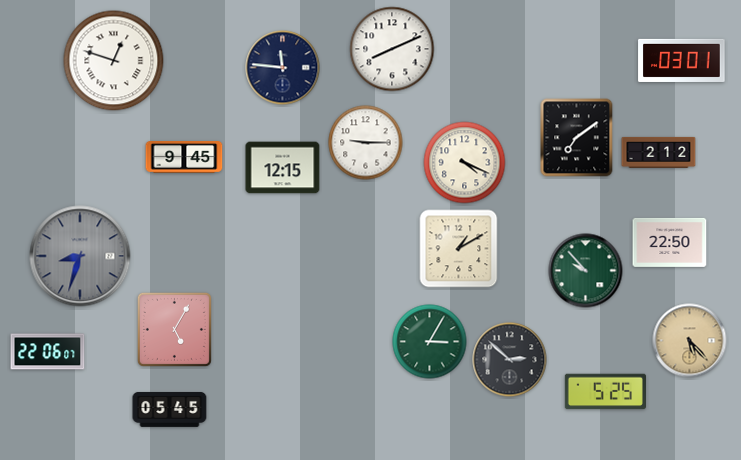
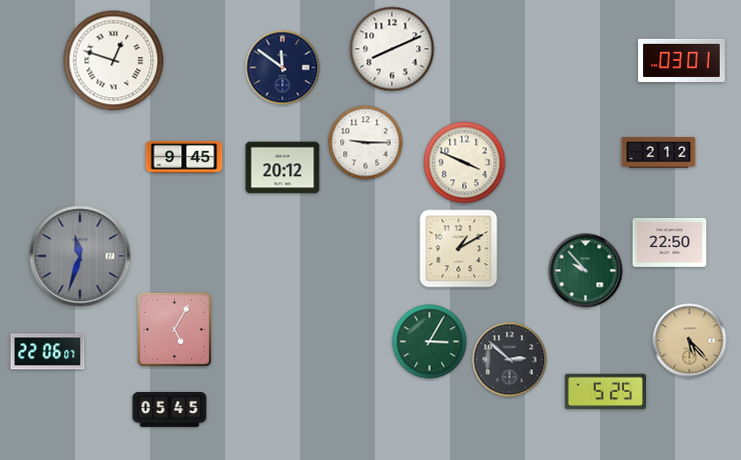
clock at (283, 68): 11:46 -> 11:51
clock at (577, 138): 7:09 -> none
clock at (465, 163): 4:19 -> 3:49
clock at (283, 168): 12:15 -> 20:12
clock at (80, 256): 8:33 -> 11:33
